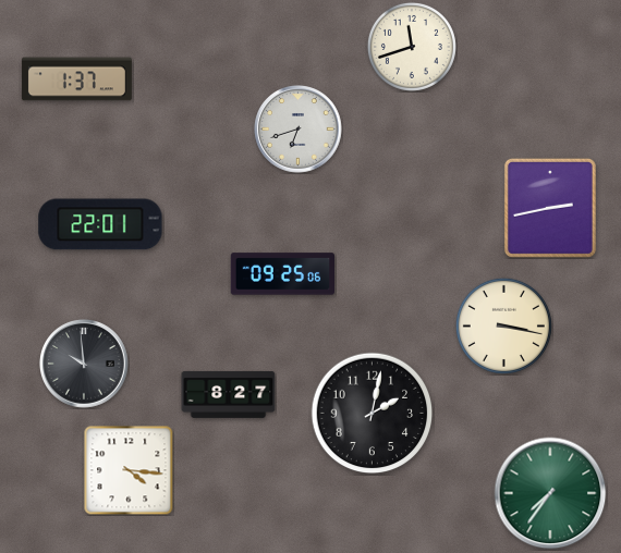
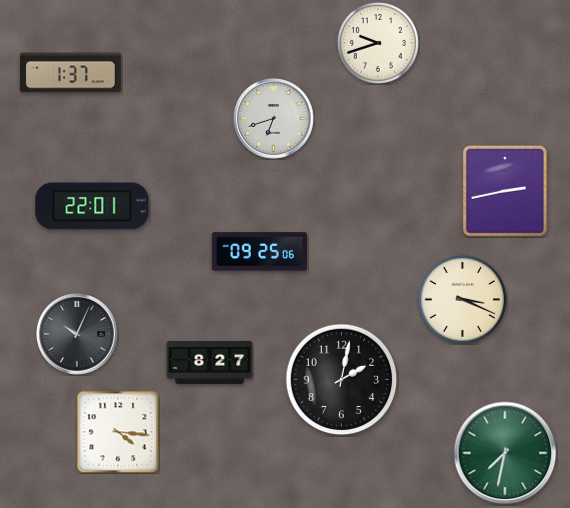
clock at (412, 47): 11:42 -> 9:42
clock at (503, 325): 3:17 -> 3:19
clock at (85, 365): 9:59 -> 10:04
clock at (550, 493): 7:36 -> 7:32
